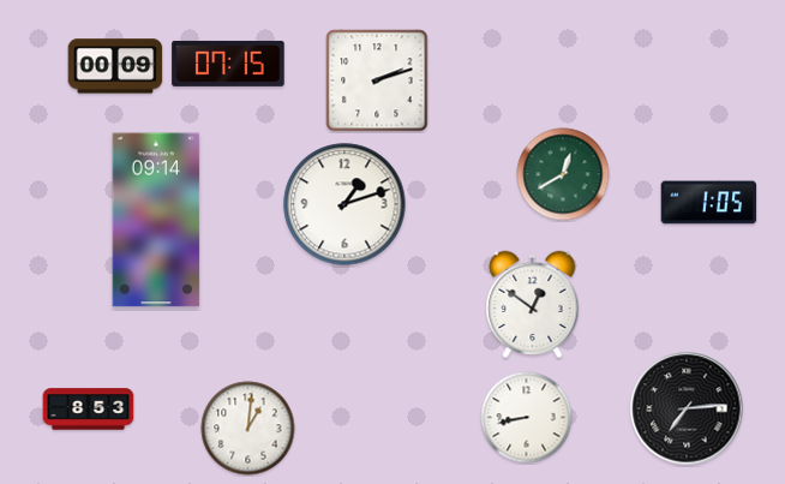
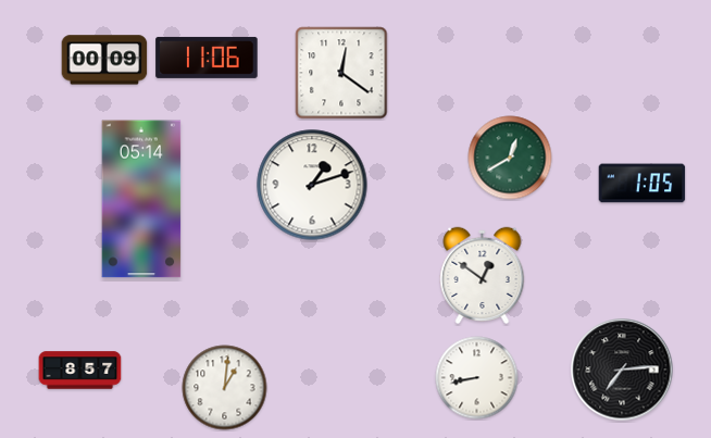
clock at (228, 64): 07:15 -> 11:06
clock at (377, 80): 2:12 -> 12:21
clock at (156, 220): 09:14 -> 05:14
clock at (89, 410): 8:53 -> 8:57
